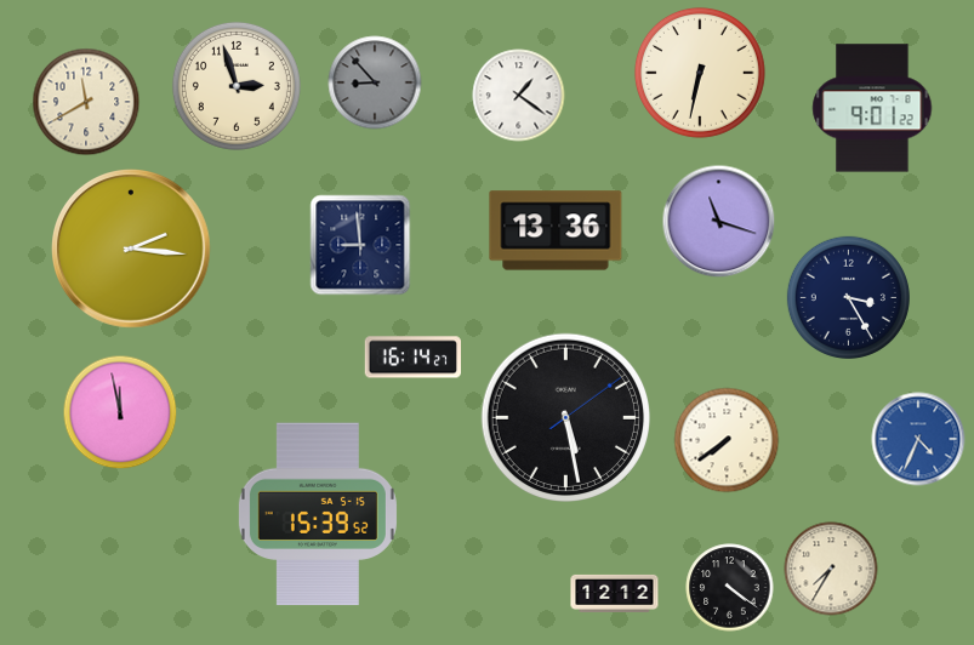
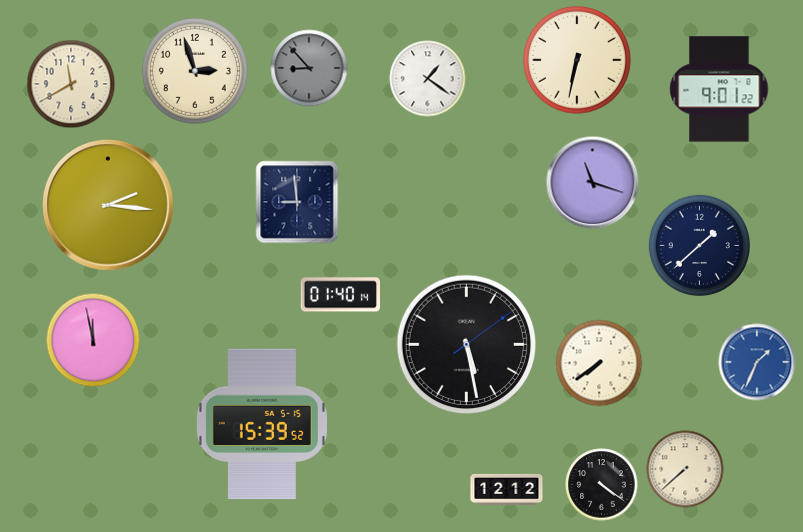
clock at (556, 230): 13:36 -> none
clock at (848, 297): 3:25 -> 1:38
clock at (414, 358): 16:14 -> 01:40
clock at (120, 412) position: (120, 412) -> (93, 340)
clock at (918, 439): 4:34 -> 1:34
clock at (831, 569): 7:35 -> 7:38
